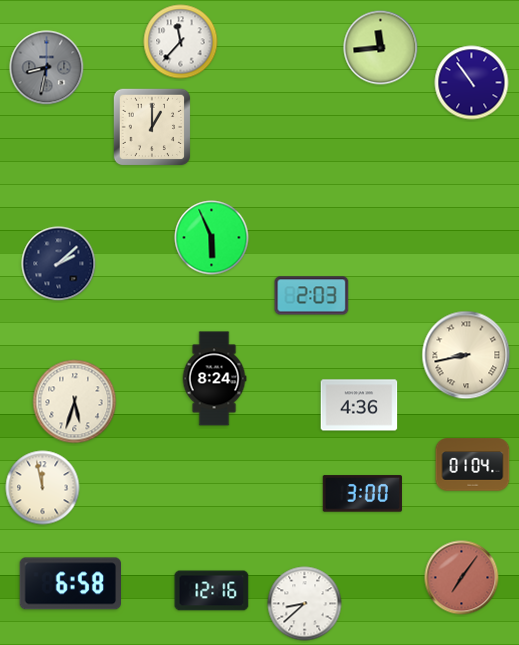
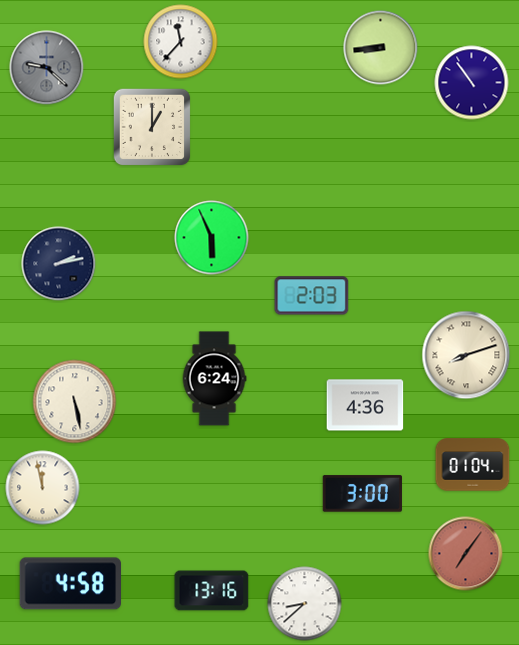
clock at (381, 48): 11:44 -> 8:44
clock at (47, 68): 8:32 -> 9:22
clock at (59, 264): 2:08 -> 2:13
clock at (466, 355): 8:43 -> 8:12
clock at (214, 379): 8:24 -> 6:24
clock at (75, 402): 5:33 -> 5:28
clock at (359, 405) position: (359, 405) -> (365, 405)
clock at (462, 578) position: (462, 578) -> (466, 554)
clock at (70, 584): 6:58 -> 4:58
clock at (212, 591): 12:16 -> 13:16
